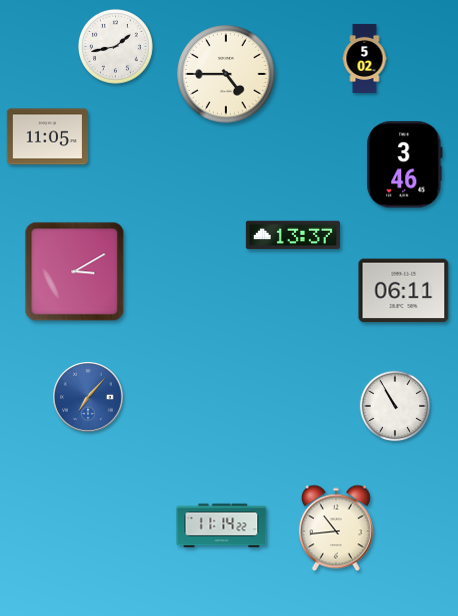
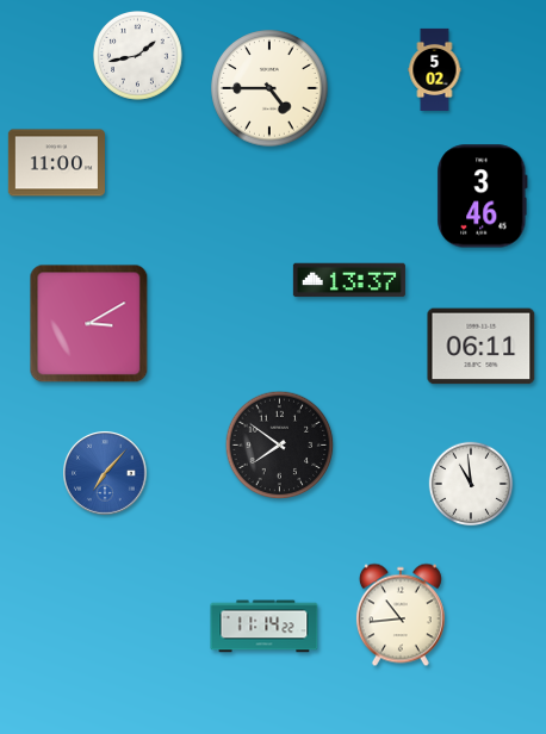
clock at (47, 137): 11:05 -> 11:00
clock at (280, 446): none -> 7:51
clock at (395, 406): 10:55 -> 10:59
clock at (336, 528) position: (336, 528) -> (401, 615)
